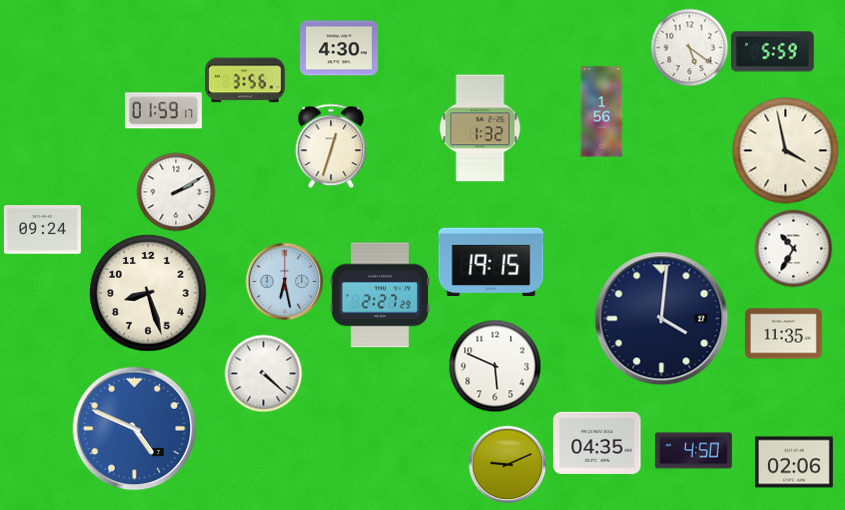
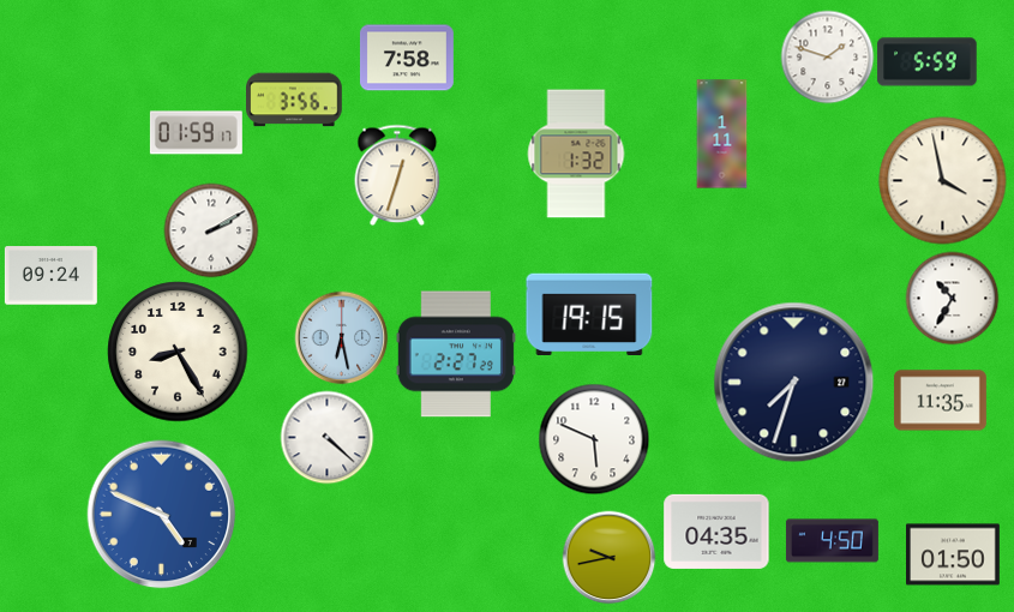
clock at (689, 47): 5:21 -> 1:48
clock at (339, 48): 4:30 -> 7:58
clock at (246, 80) position: (246, 80) -> (295, 100)
clock at (602, 112): 1:56 -> 1:11
clock at (148, 293): 8:27 -> 8:25
clock at (662, 319): 4:01 -> 7:33
clock at (263, 373) position: (263, 373) -> (326, 437)
clock at (795, 462): 02:06 -> 01:50
clock at (507, 464): 9:11 -> 9:43
